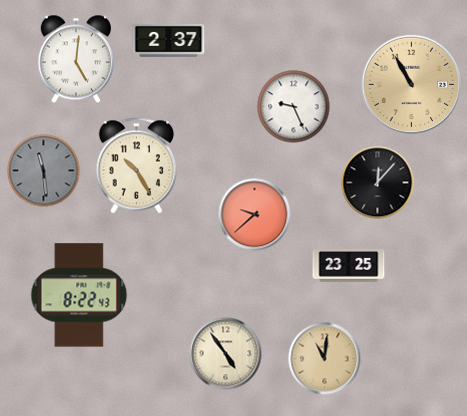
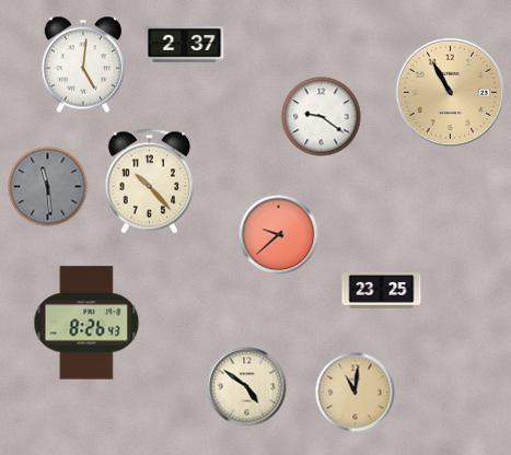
clock at (294, 107): 9:26 -> 9:21
clock at (137, 166): 10:25 -> 10:23
clock at (378, 183): 12:07 -> none
clock at (79, 295): 8:22 -> 8:26
clock at (226, 354): 4:54 -> 4:51
